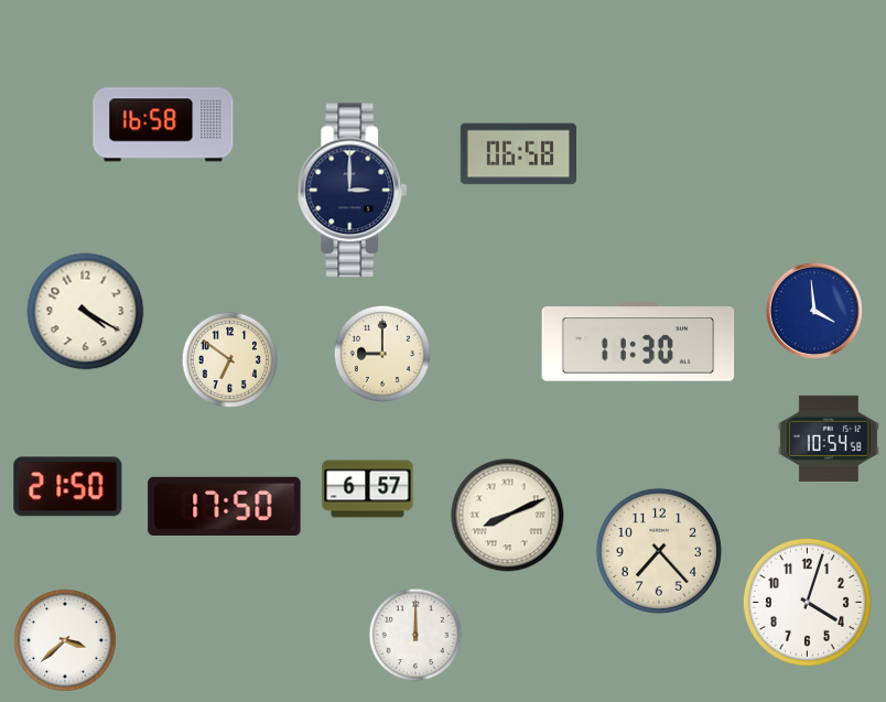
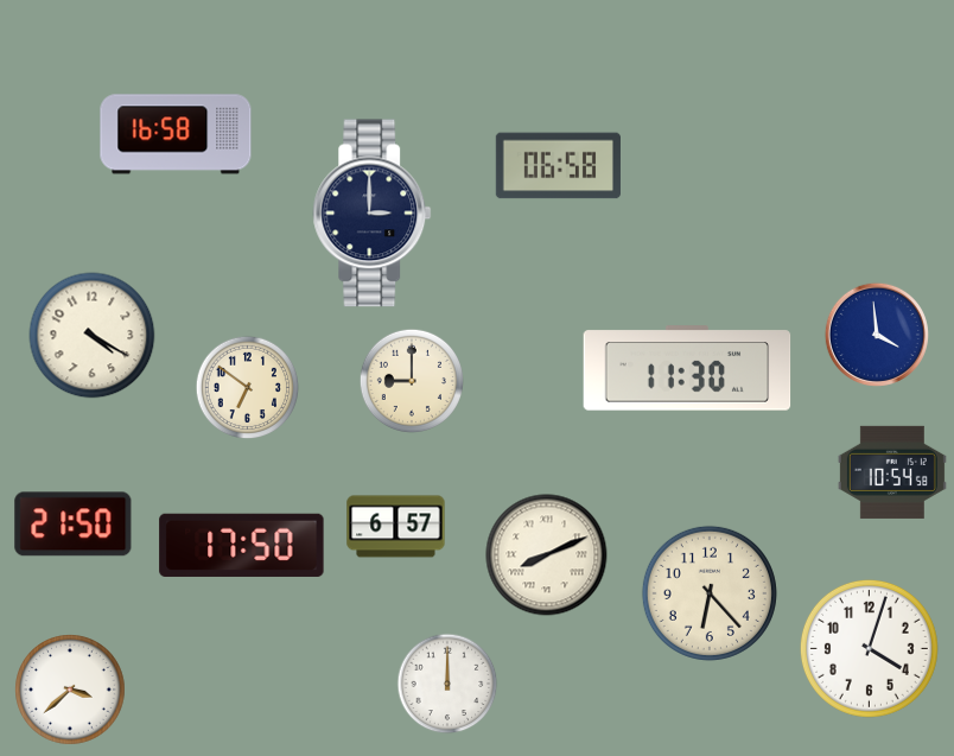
clock at (353, 191) position: (353, 191) -> (373, 214)
clock at (659, 551): 7:23 -> 6:23
